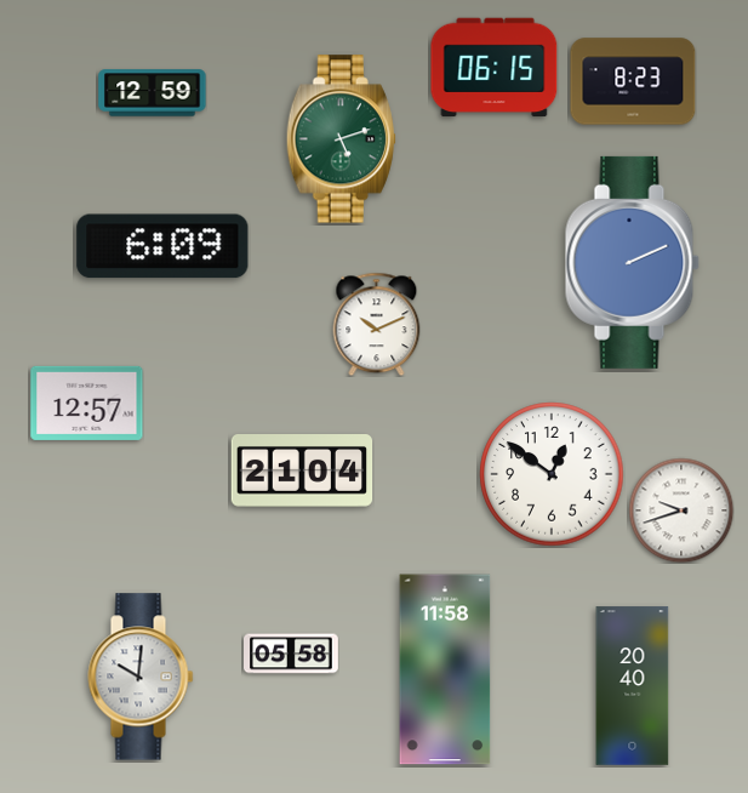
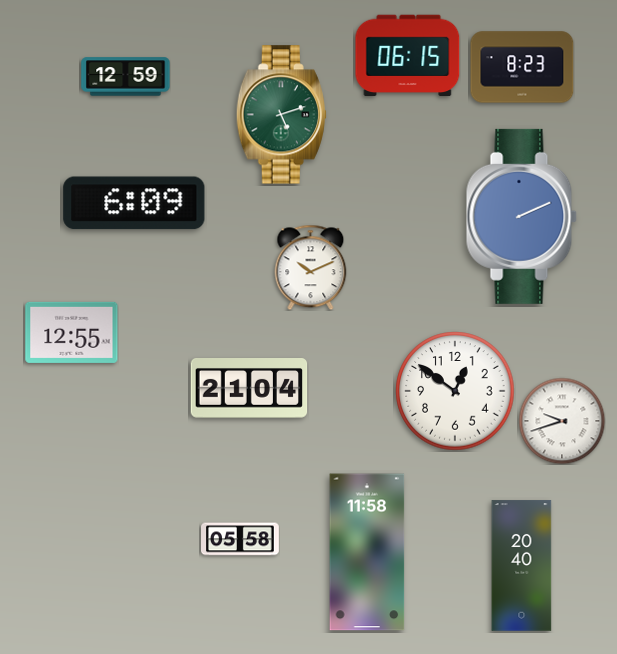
clock at (87, 403): 12:57 -> 12:55
clock at (141, 677): 10:01 -> none
